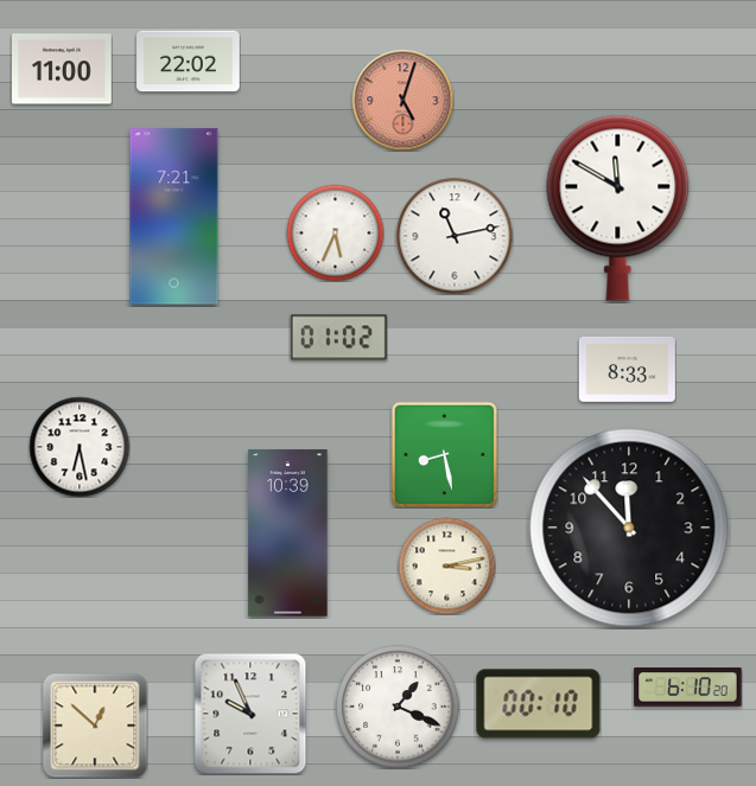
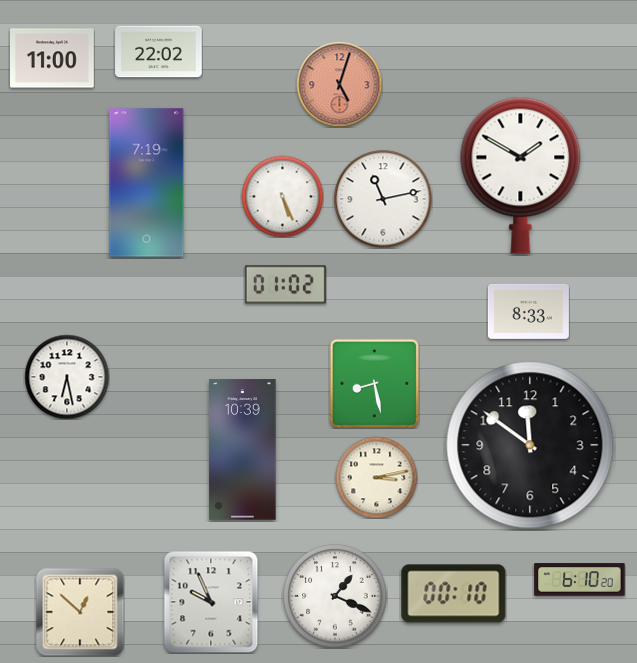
clock at (618, 207): 11:50 -> 1:50
clock at (174, 217): 7:21 -> 7:19
clock at (335, 232): 5:34 -> 5:26
clock at (629, 528): 11:53 -> 11:51
